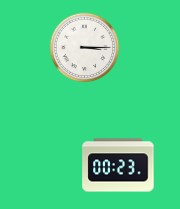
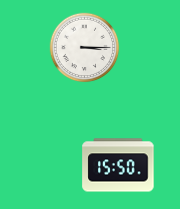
clock at (118, 165): 00:23 -> 15:50
